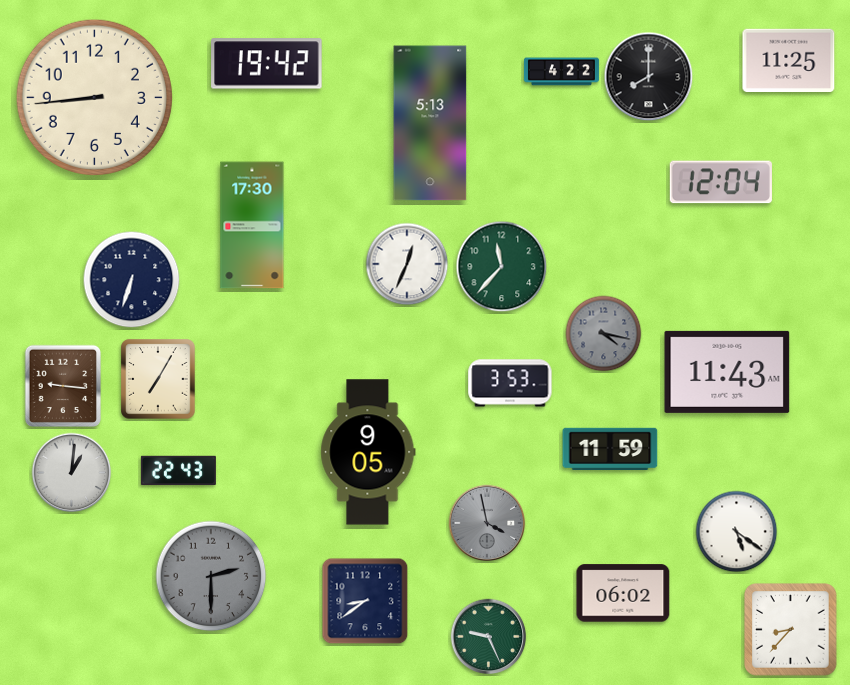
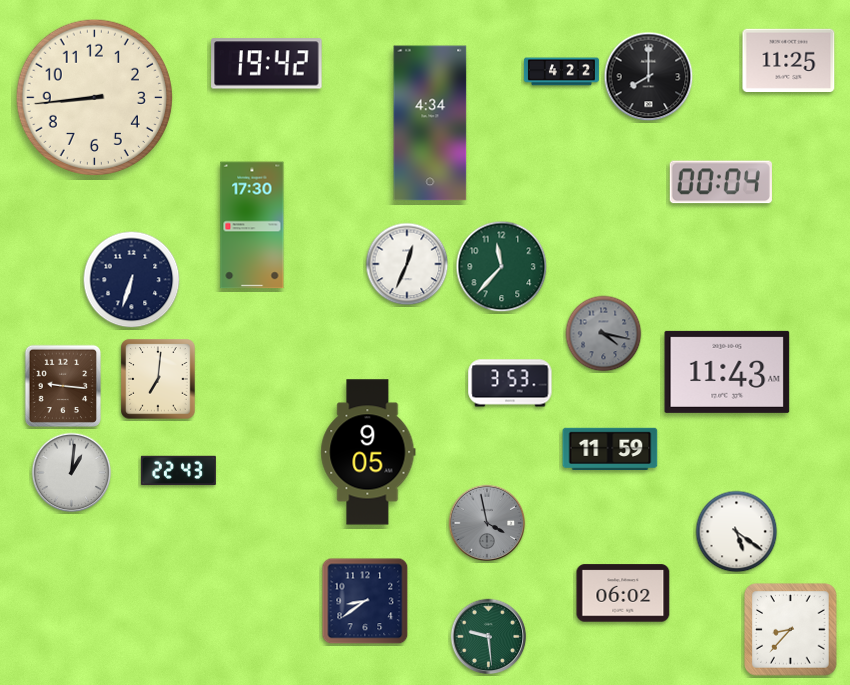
clock at (430, 123): 5:13 -> 4:34
clock at (721, 182): 12:04 -> 00:04
clock at (158, 379): 7:05 -> 7:01
clock at (211, 576): 2:30 -> none
clock at (489, 637): 9:26 -> 9:29
